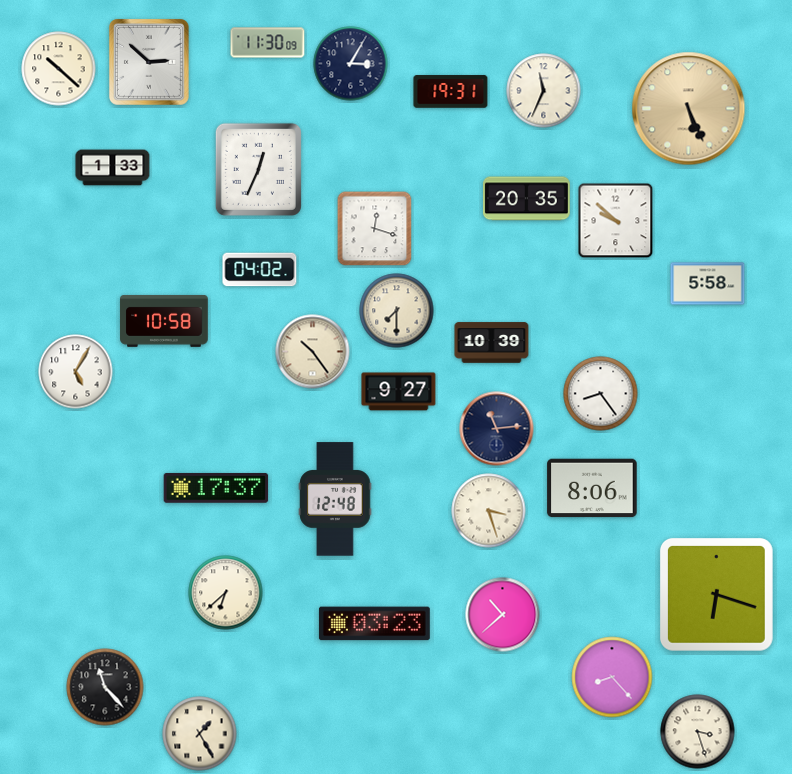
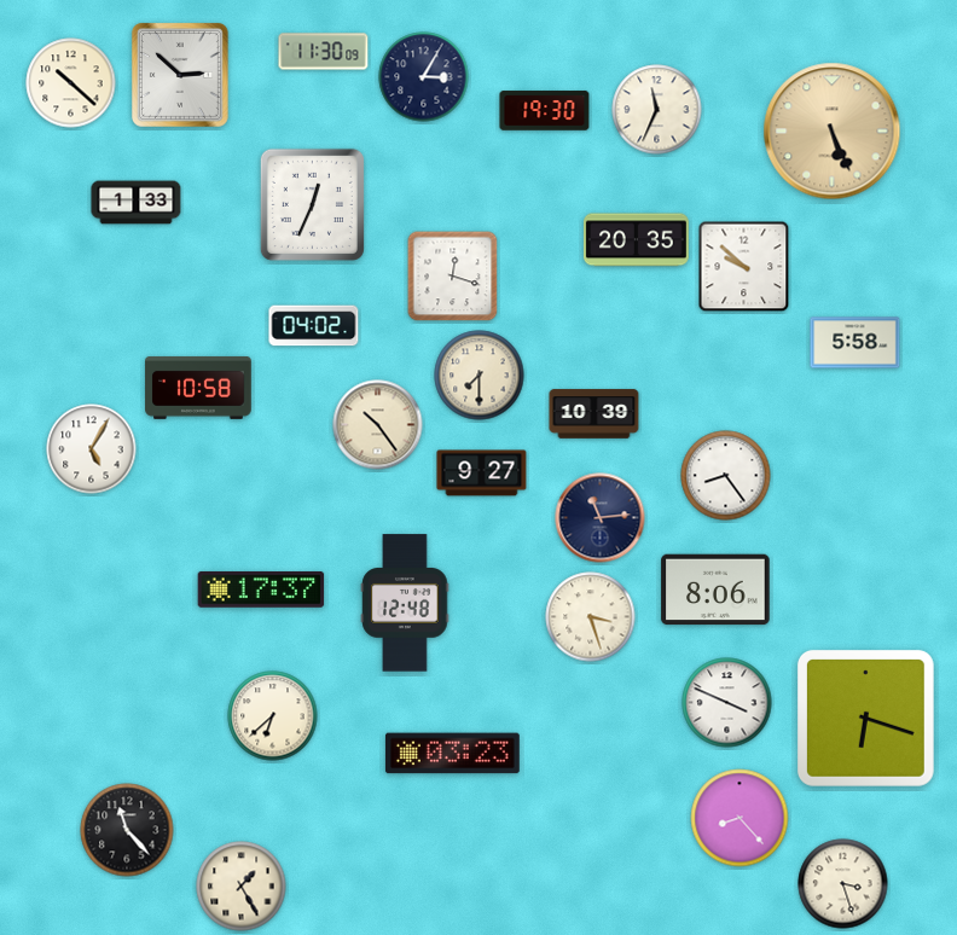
clock at (451, 92): 19:31 -> 19:30
clock at (727, 703): none -> 3:49
clock at (503, 615): 10:38 -> none
